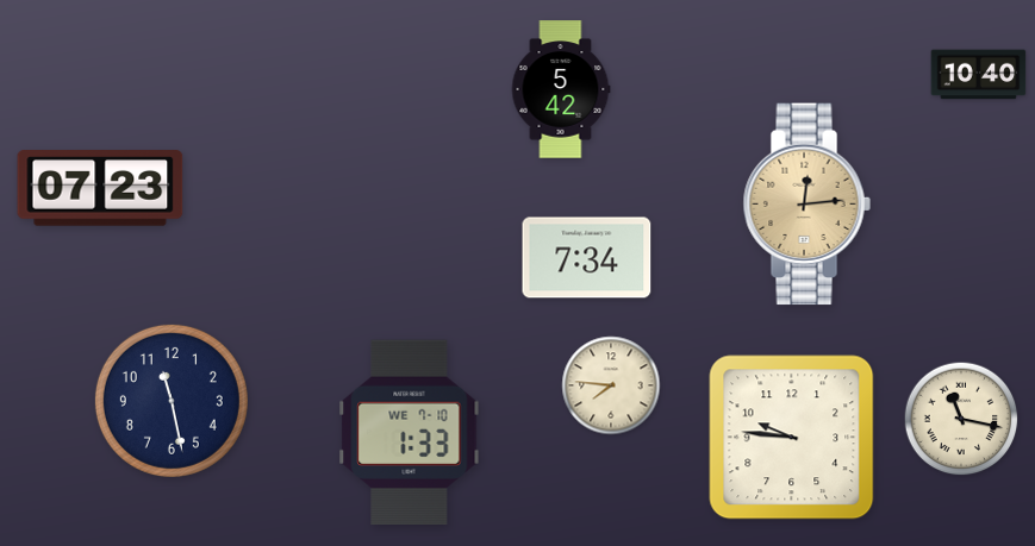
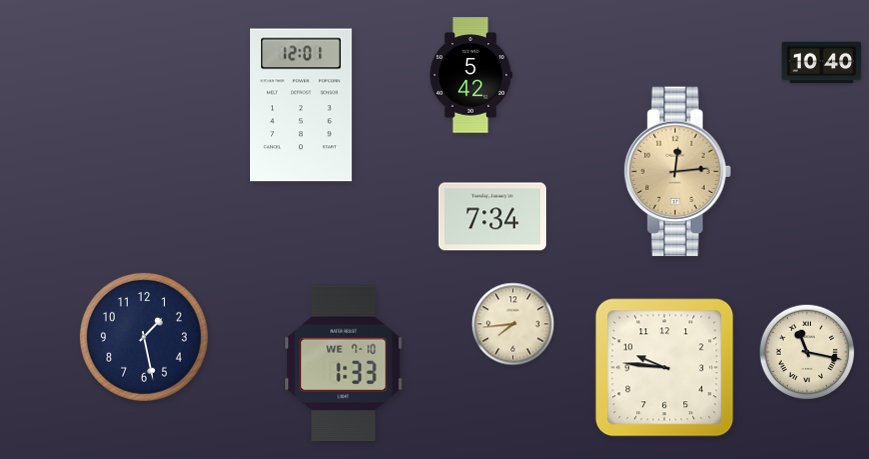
clock at (302, 105): none -> 12:01
clock at (100, 188): 07:23 -> none
clock at (611, 385): 7:46 -> 7:44
clock at (172, 401): 11:28 -> 1:28
